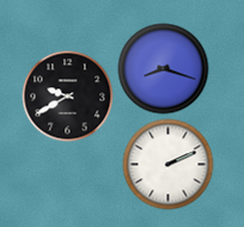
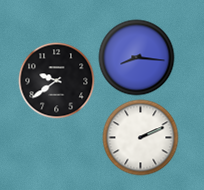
clock at (164, 69): 8:18 -> 8:16
clock at (68, 97): 9:40 -> 9:39
